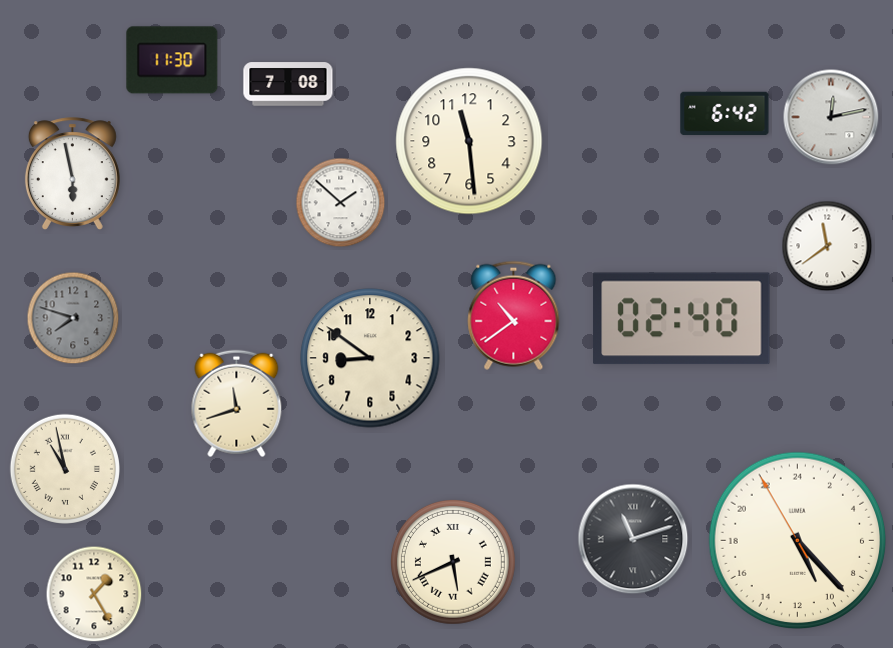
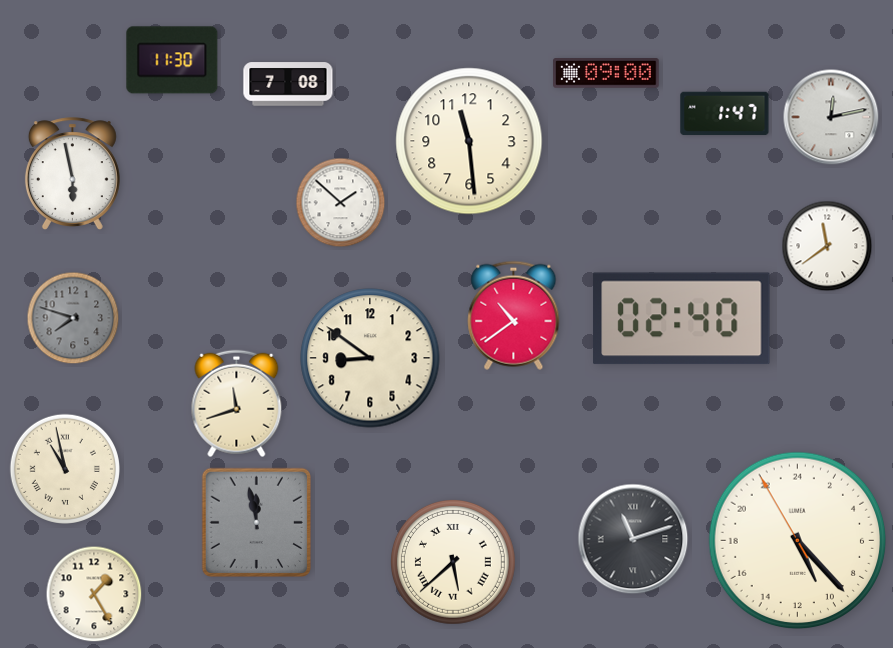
clock at (607, 74): none -> 09:00
clock at (725, 114): 6:42 -> 1:47
clock at (256, 522): none -> 11:58
clock at (453, 562): 5:41 -> 5:38
